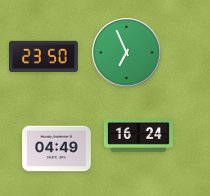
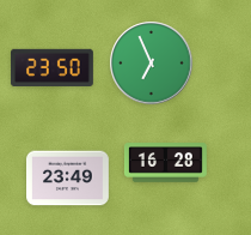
clock at (139, 136): 16:24 -> 16:28
clock at (57, 149): 04:49 -> 23:49
